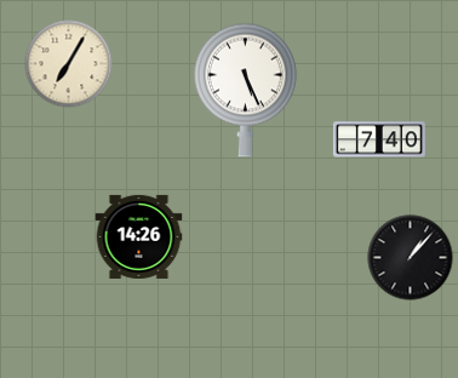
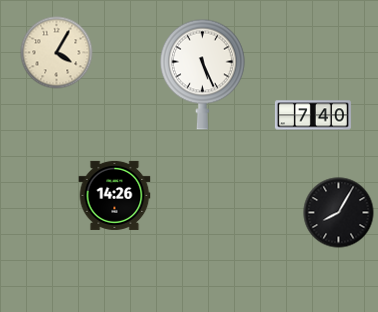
clock at (69, 64): 7:05 -> 4:05
clock at (411, 258): 1:07 -> 8:05
